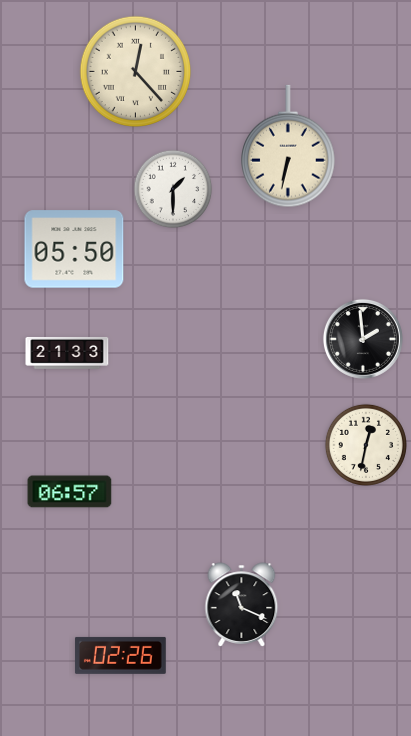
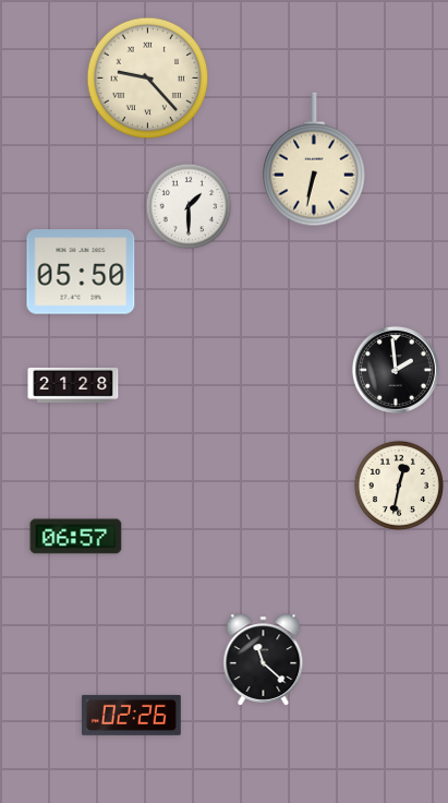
clock at (136, 72): 12:23 -> 9:23
clock at (67, 353): 21:33 -> 21:28
clock at (242, 605): 11:19 -> 11:22
